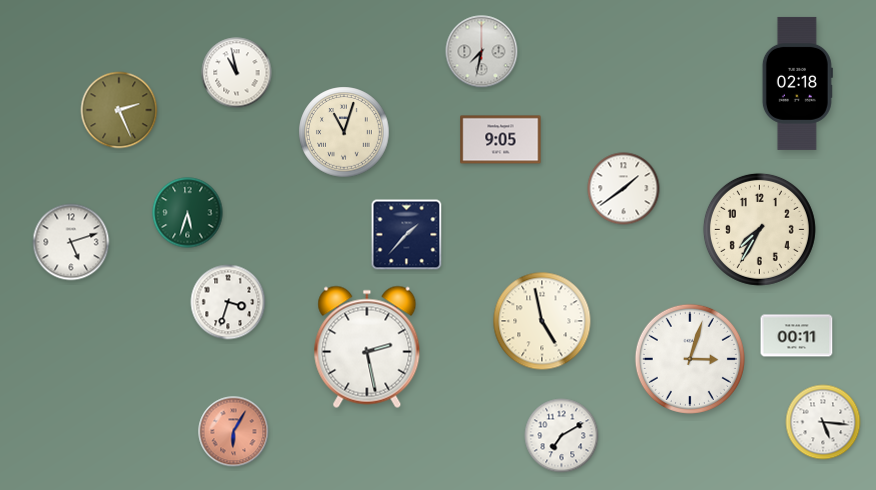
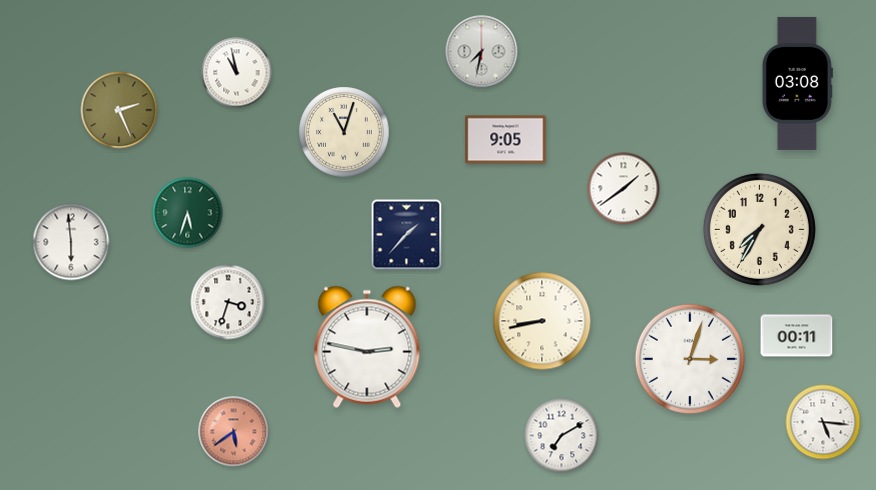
clock at (797, 83): 02:18 -> 03:08
clock at (501, 140) position: (501, 140) -> (506, 140)
clock at (71, 242): 5:12 -> 5:59
clock at (542, 321): 4:58 -> 8:43
clock at (367, 347): 2:28 -> 2:47
clock at (234, 432): 6:05 -> 5:39
